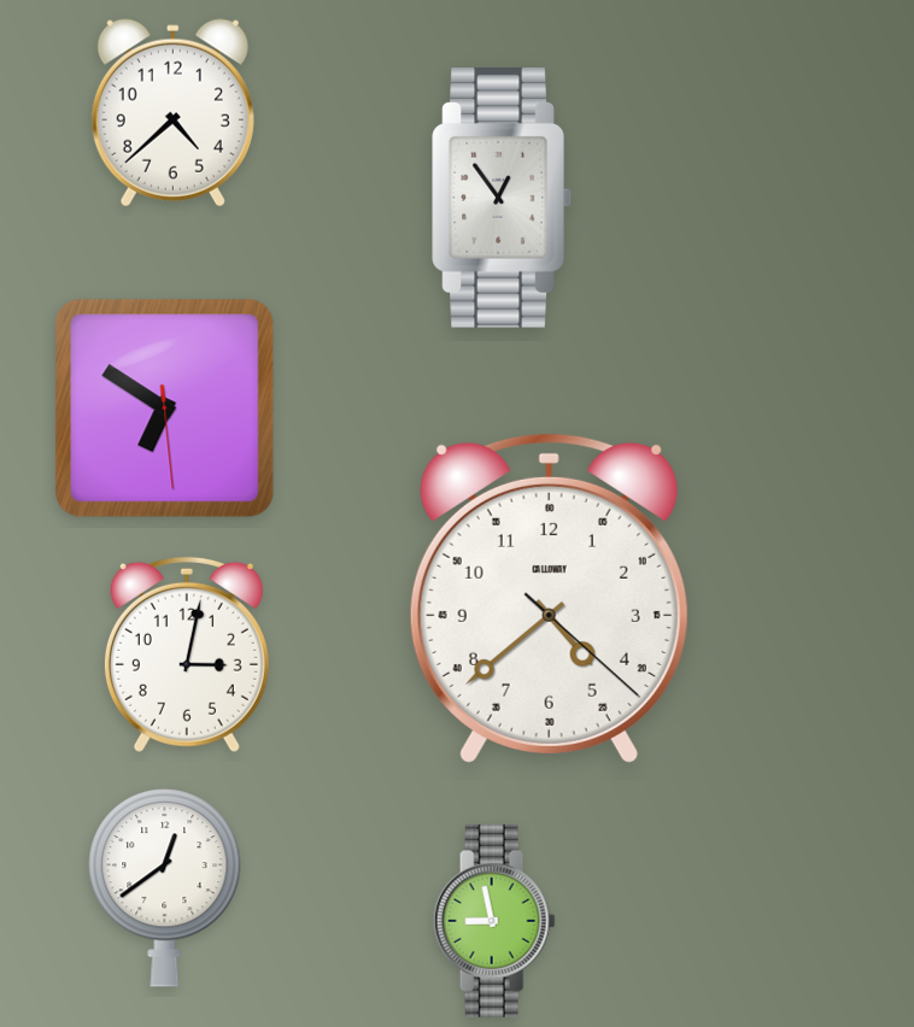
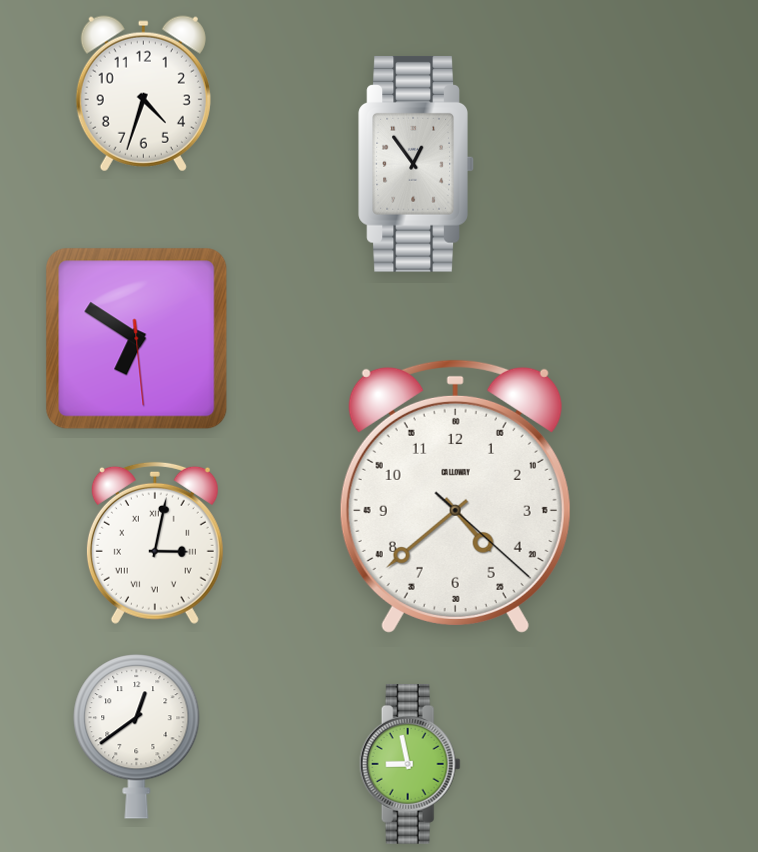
clock at (172, 113): 4:38 -> 4:33
clock at (187, 655) numerals: Arabic -> Roman
